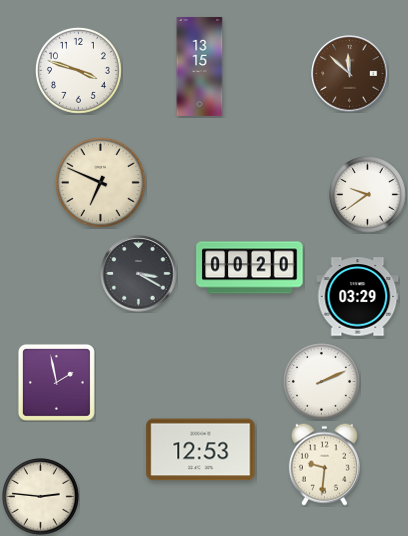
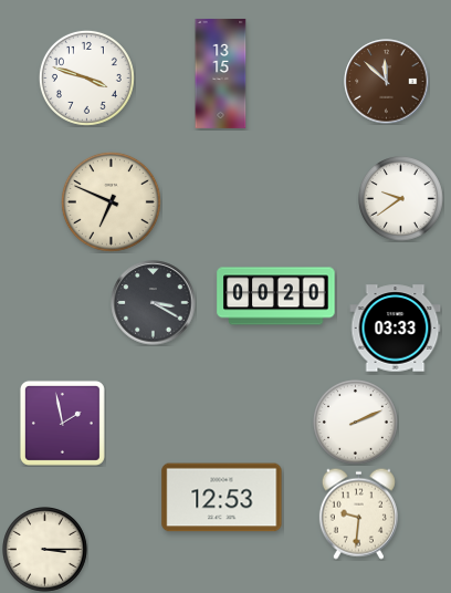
clock at (368, 195) position: (368, 195) -> (401, 199)
clock at (358, 297): 03:29 -> 03:33
clock at (41, 497): 2:46 -> 3:15
